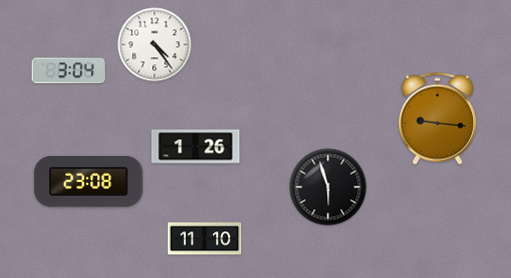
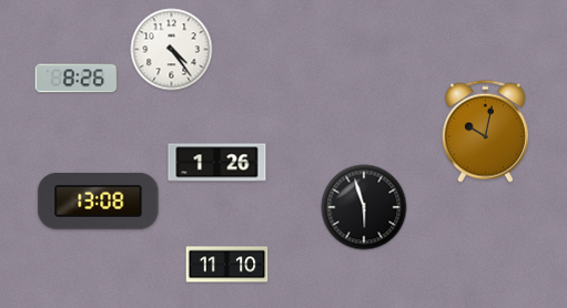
clock at (69, 71): 3:04 -> 8:26
clock at (437, 118): 9:16 -> 10:02
clock at (89, 181): 23:08 -> 13:08
